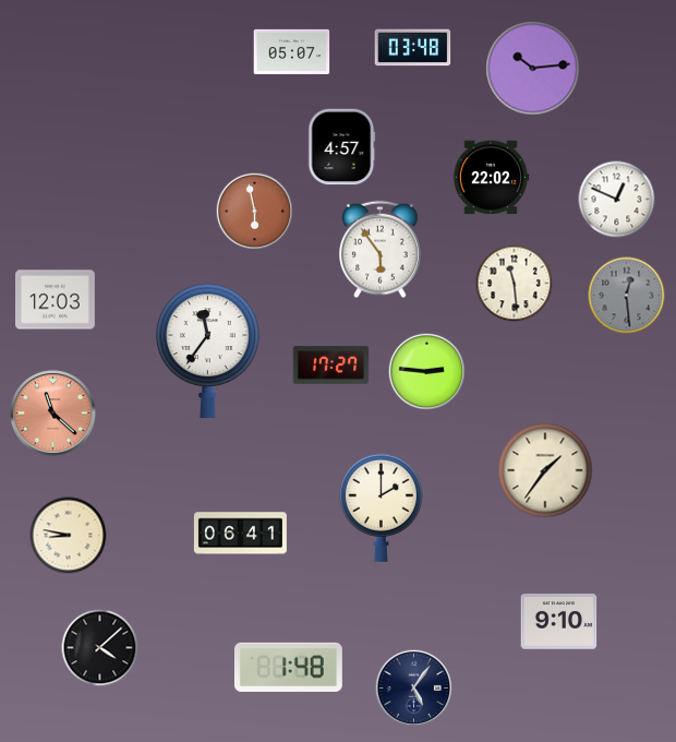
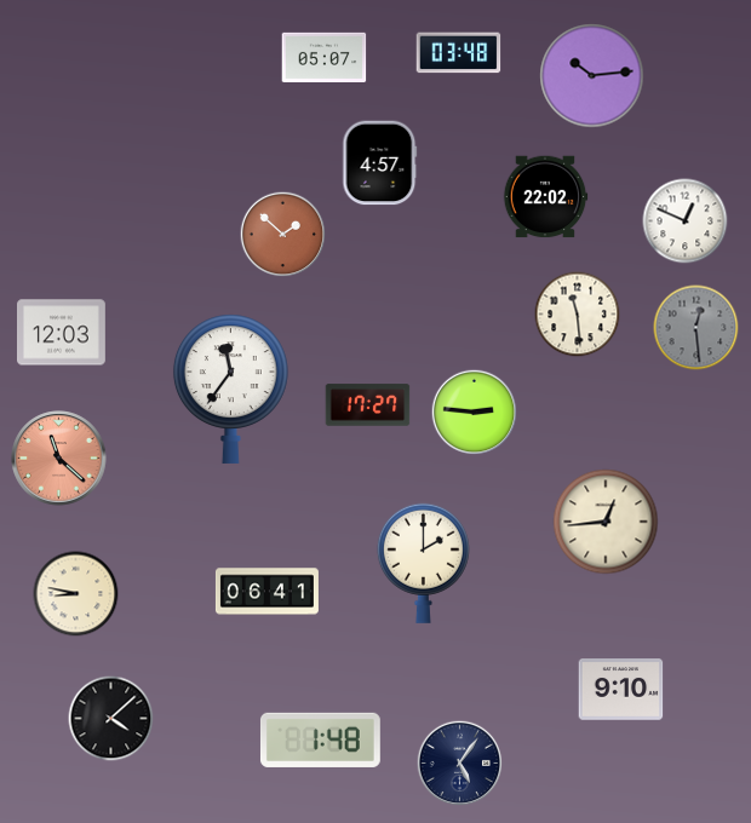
clock at (255, 212): 5:58 -> 1:52
clock at (381, 250): 5:54 -> none
clock at (515, 284) position: (515, 284) -> (578, 315)
clock at (545, 470): 1:36 -> 12:44
